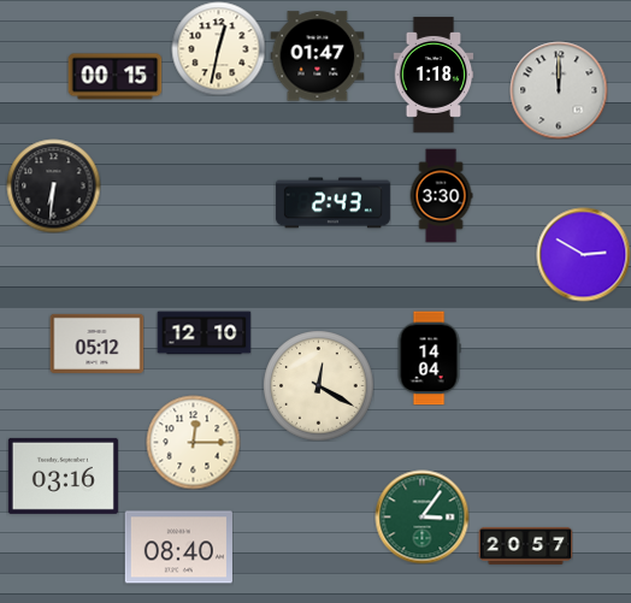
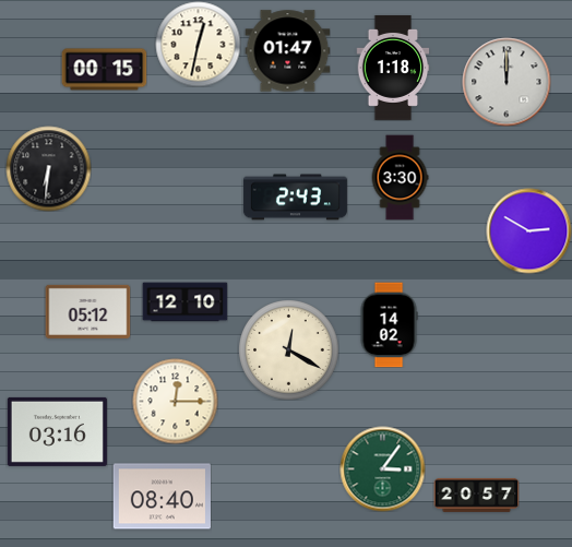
clock at (332, 203) position: (332, 203) -> (295, 198)
clock at (429, 357): 14:04 -> 14:02
